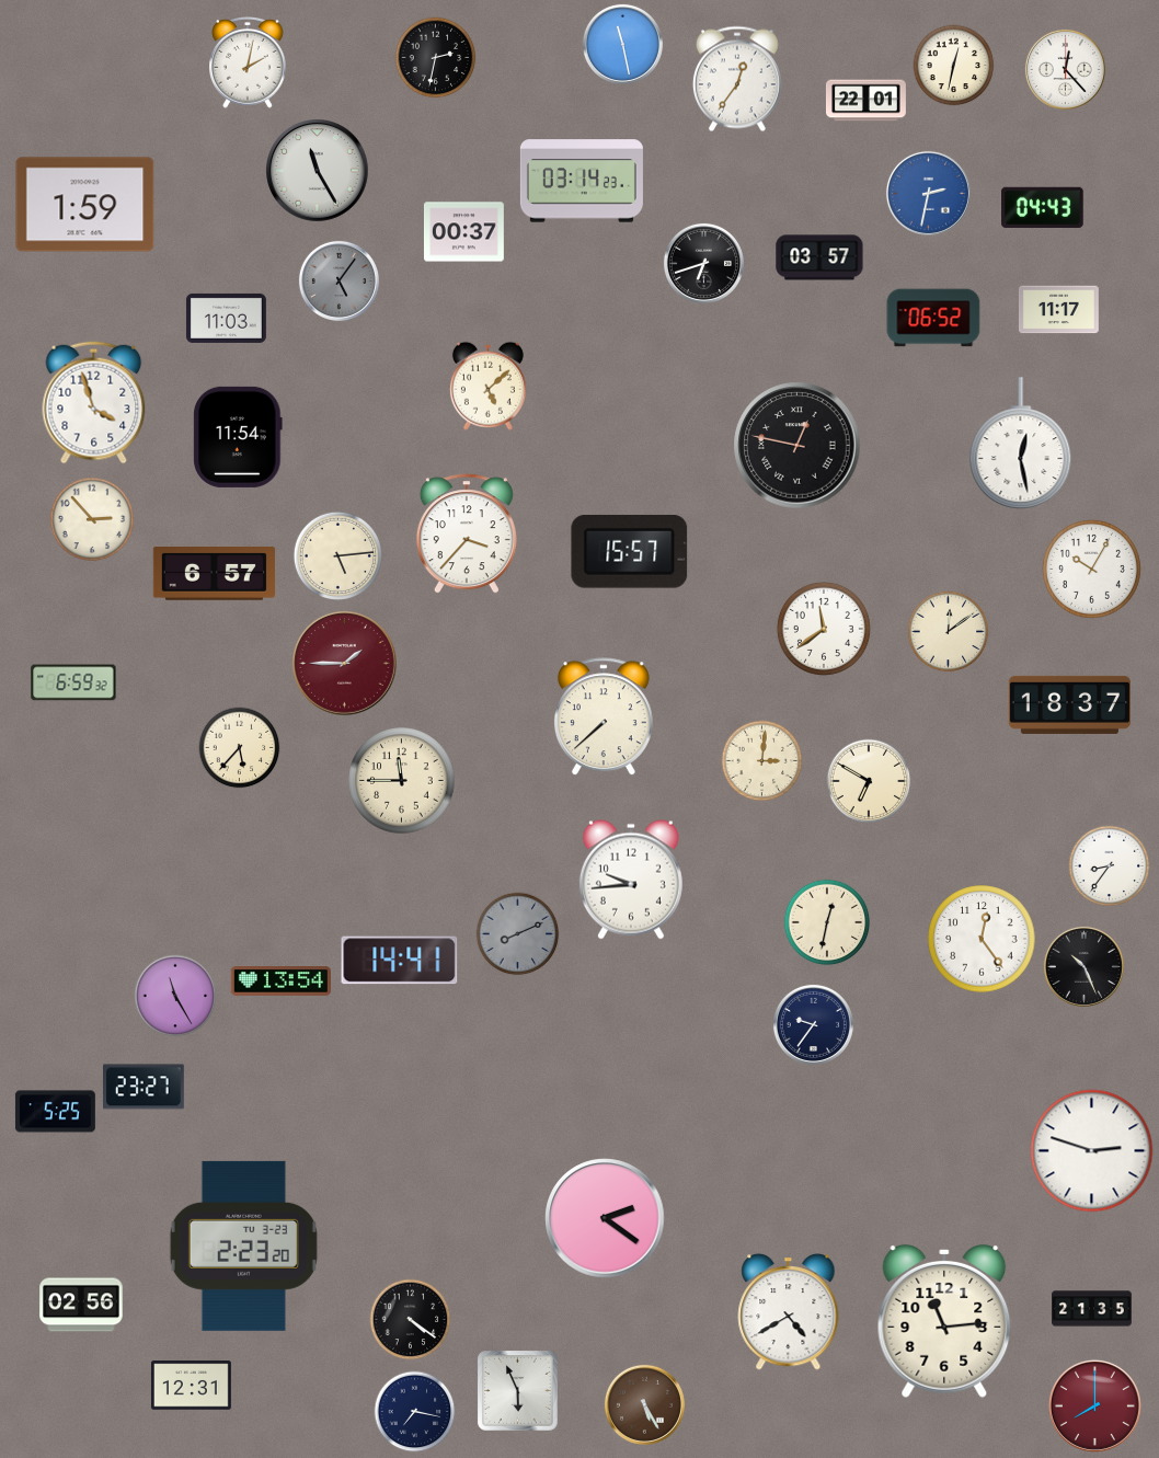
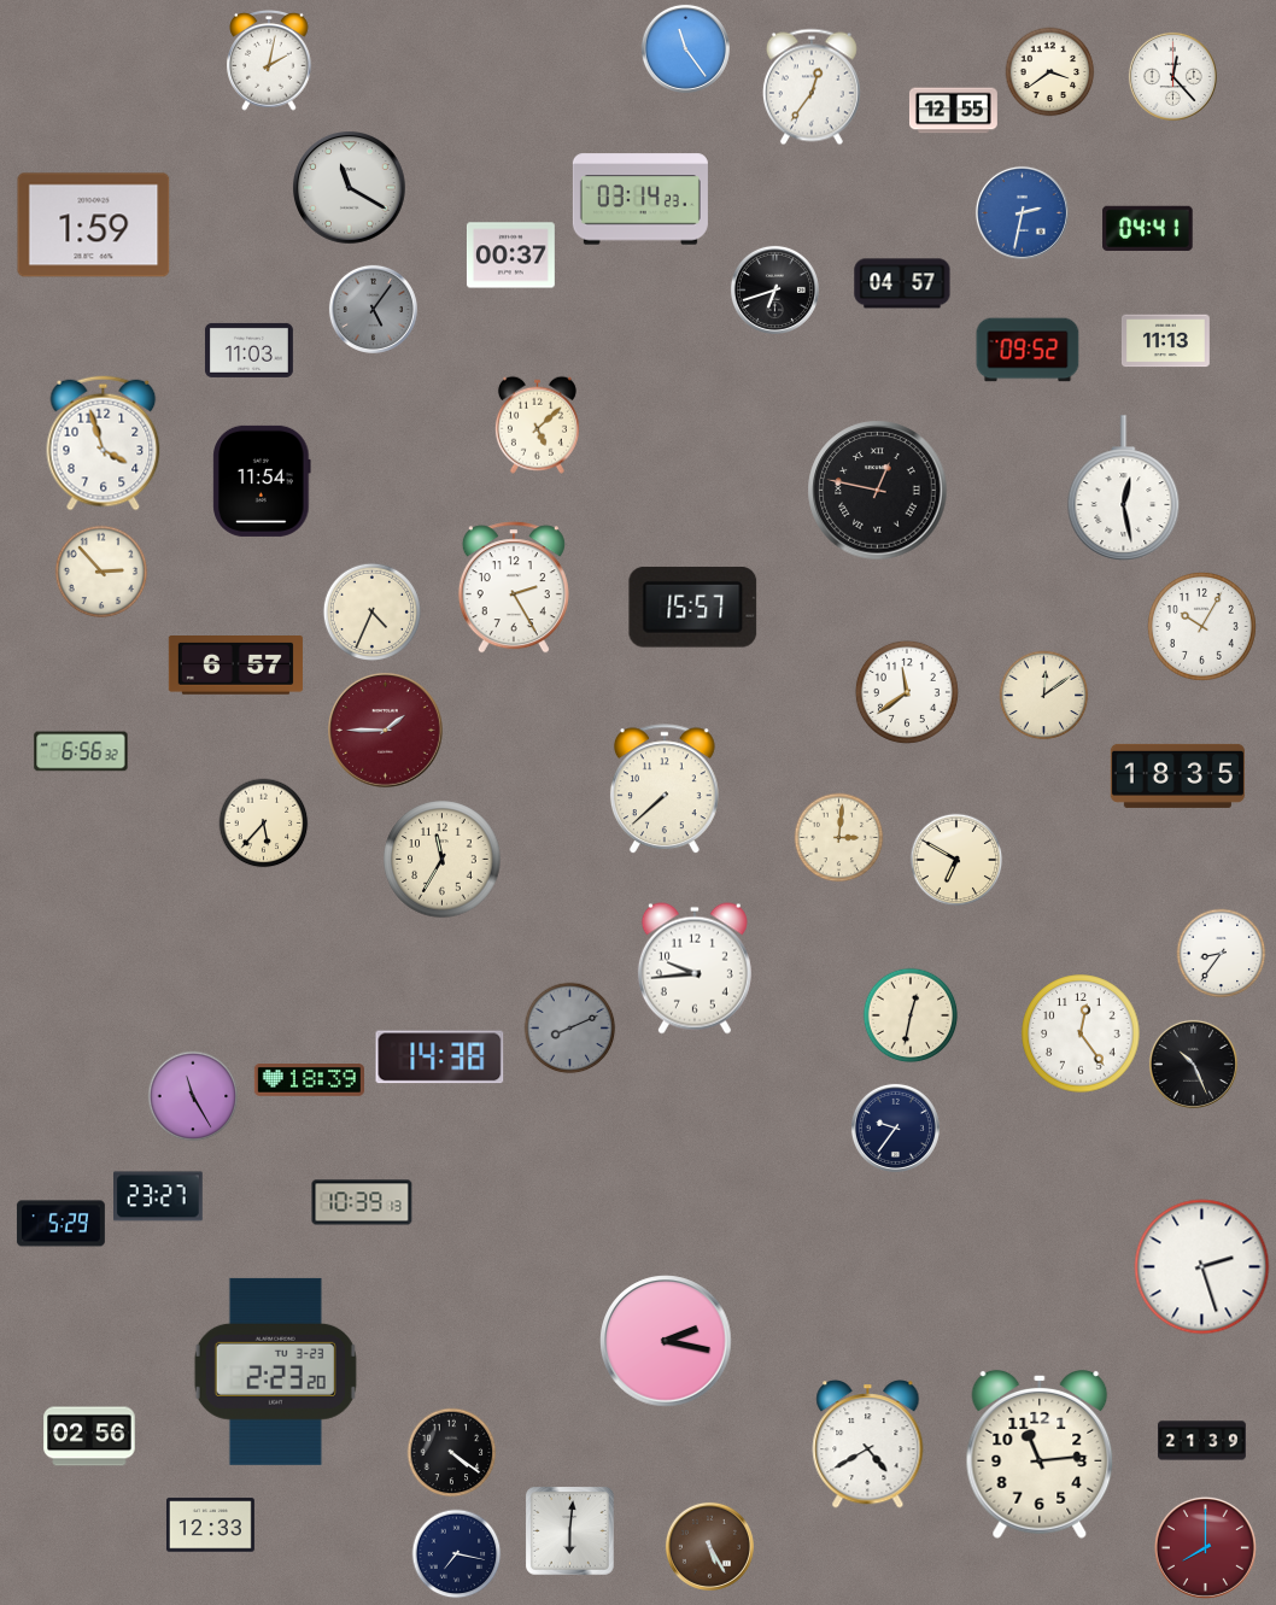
clock at (622, 44): 11:28 -> 11:24
clock at (436, 58): 2:32 -> none
clock at (248, 64) position: (248, 64) -> (269, 61)
clock at (954, 66): 12:32 -> 3:39
clock at (867, 101): 22:01 -> 12:55
clock at (318, 171): 11:25 -> 11:20
clock at (1043, 207): 04:43 -> 04:41
clock at (819, 257): 03:57 -> 04:57
clock at (1058, 310): 11:17 -> 11:13
clock at (933, 318): 06:52 -> 09:52
clock at (467, 533): 3:37 -> 2:25
clock at (337, 555): 5:14 -> 4:34
clock at (214, 574) position: (214, 574) -> (235, 666)
clock at (345, 664) position: (345, 664) -> (386, 731)
clock at (73, 682): 6:59 -> 6:56
clock at (1069, 704): 18:37 -> 18:35
clock at (402, 781): 11:45 -> 11:35
clock at (400, 961): 14:41 -> 14:38
clock at (280, 981): 13:54 -> 18:39
clock at (362, 1202): none -> 10:39
clock at (55, 1112): 5:25 -> 5:29
clock at (1092, 1151): 2:48 -> 2:27
clock at (605, 1218): 2:21 -> 2:17
clock at (243, 1245) position: (243, 1245) -> (275, 1371)
clock at (1092, 1309): 21:35 -> 21:39
clock at (191, 1386): 12:31 -> 12:33
clock at (518, 1391): 5:56 -> 6:01
